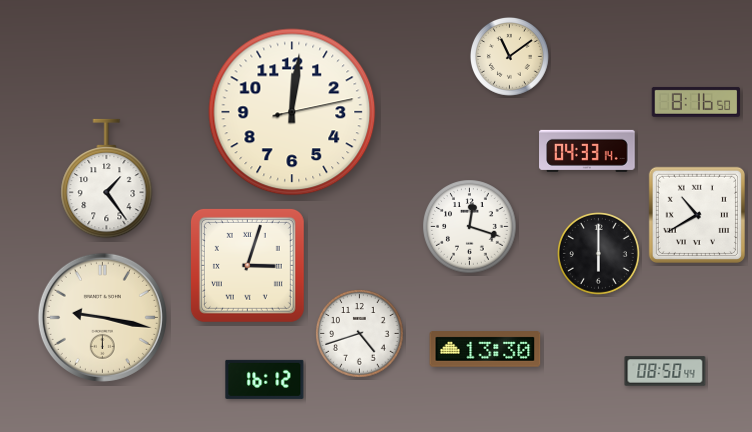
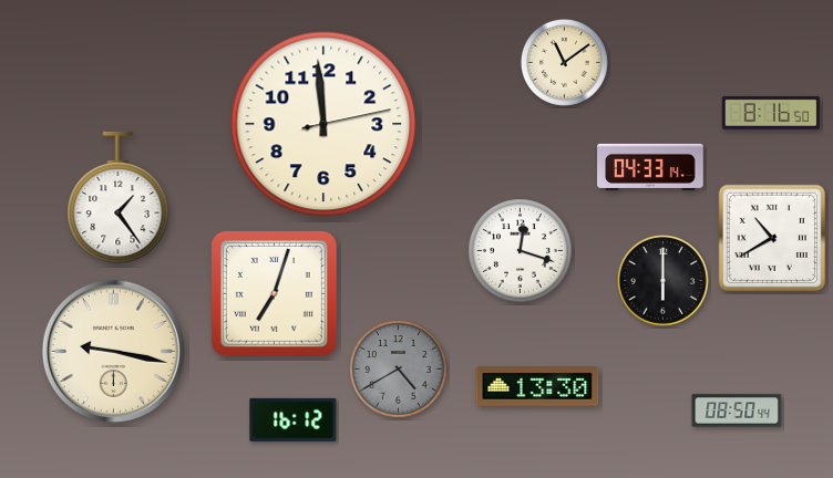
clock at (292, 112): 12:01 -> 11:59
clock at (247, 265): 3:03 -> 7:03
clock at (360, 334): 4:42 -> 4:40
clock at (360, 334) dial: white -> grey
